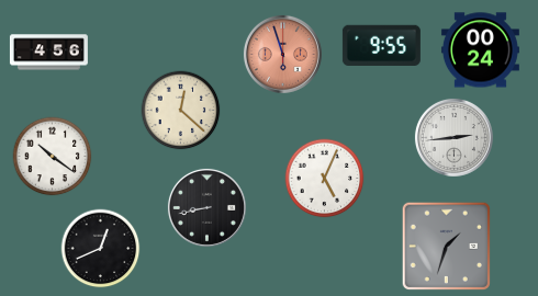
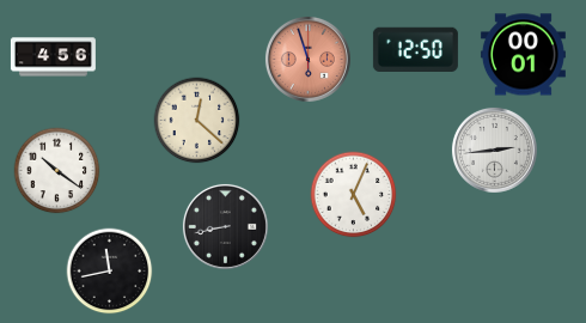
clock at (381, 45): 9:55 -> 12:50
clock at (480, 50): 00:24 -> 00:01
clock at (446, 246): 1:33 -> none
clock at (101, 249): 12:41 -> 11:43
